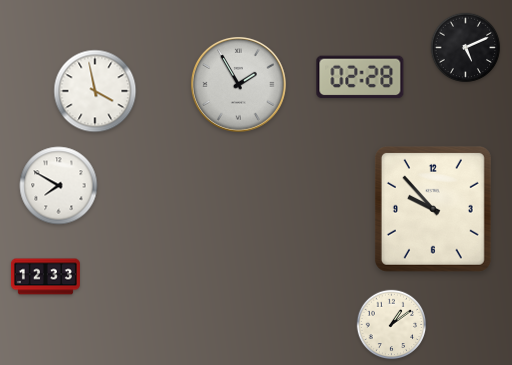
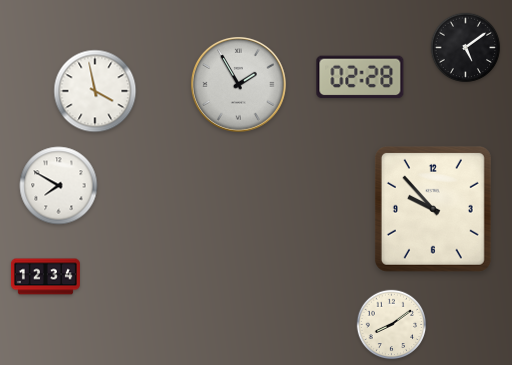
clock at (466, 48): 5:11 -> 5:09
clock at (45, 277): 12:33 -> 12:34
clock at (392, 325): 1:09 -> 8:09
